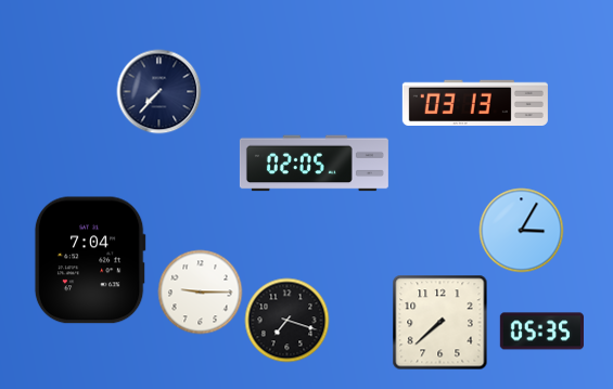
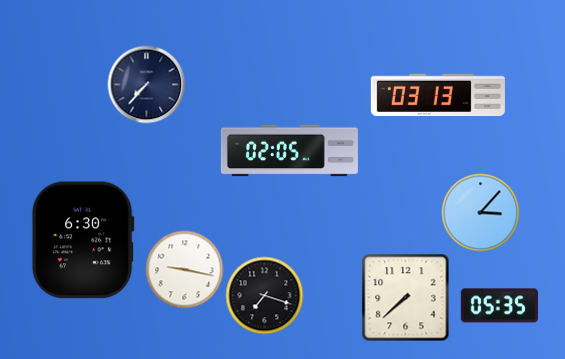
clock at (521, 230): 3:05 -> 3:07
clock at (90, 260): 7:04 -> 6:30
clock at (200, 291): 9:15 -> 9:17
